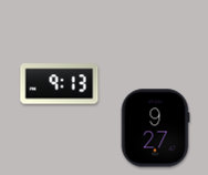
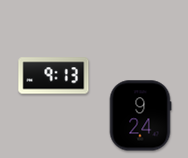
clock at (155, 128): 9:27 -> 9:24
